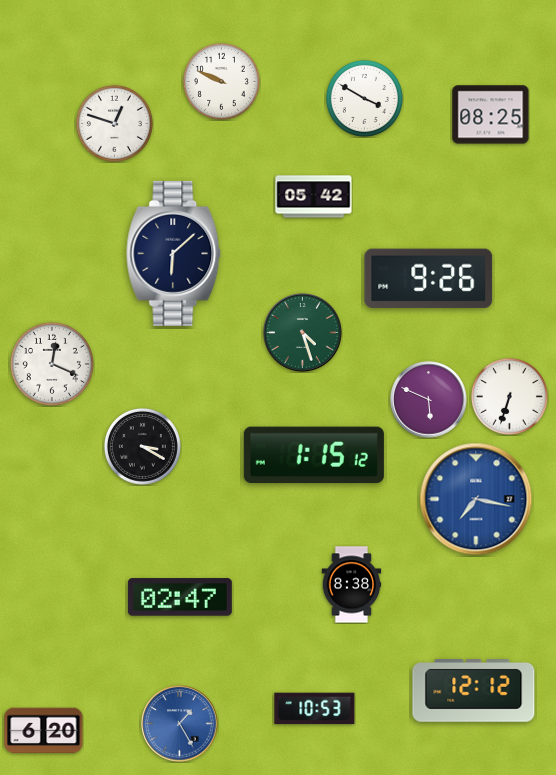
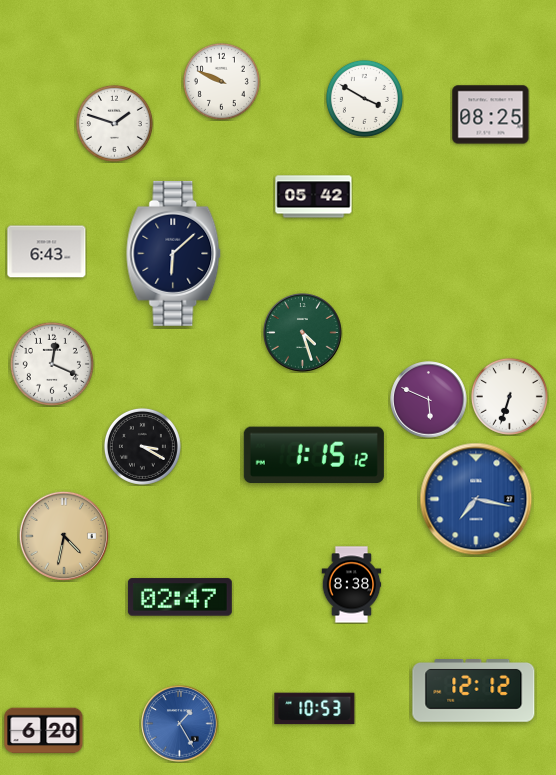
clock at (114, 123): 12:48 -> 1:48
clock at (47, 252): none -> 6:43
clock at (429, 278): 9:26 -> none
clock at (64, 536): none -> 4:32
